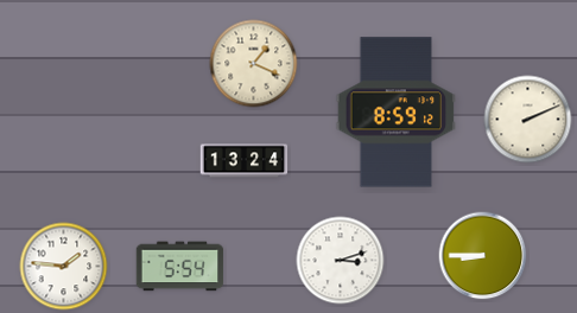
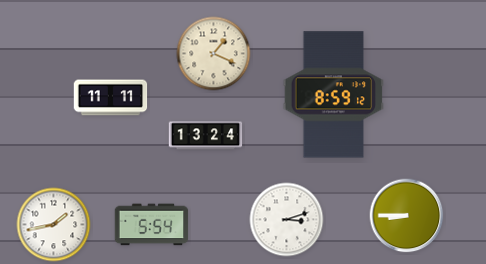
clock at (111, 98): none -> 11:11
clock at (528, 120): 2:11 -> none
clock at (64, 267): 1:46 -> 1:43
